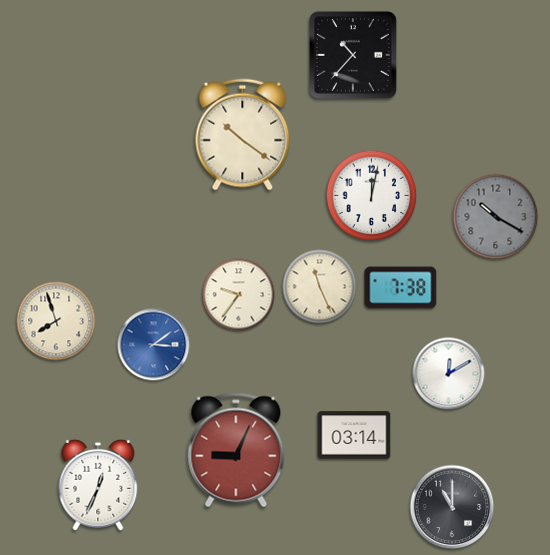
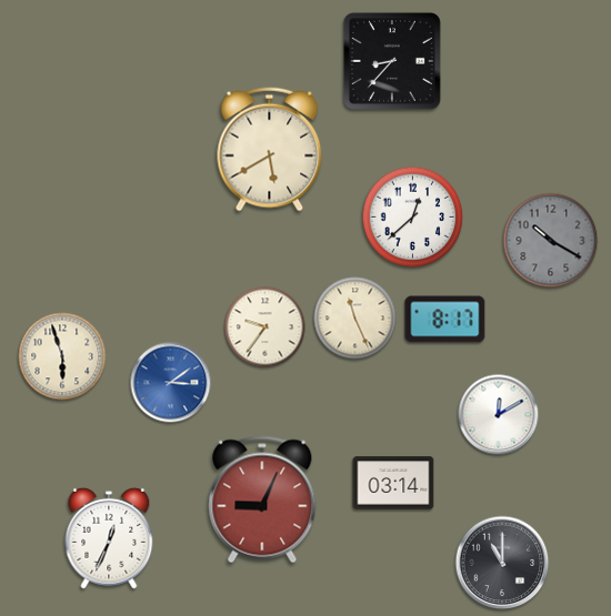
clock at (353, 55): 10:37 -> 8:37
clock at (243, 135): 10:21 -> 5:40
clock at (372, 196): 12:02 -> 12:38
clock at (401, 288): 7:38 -> 8:17
clock at (56, 321): 7:57 -> 5:57
